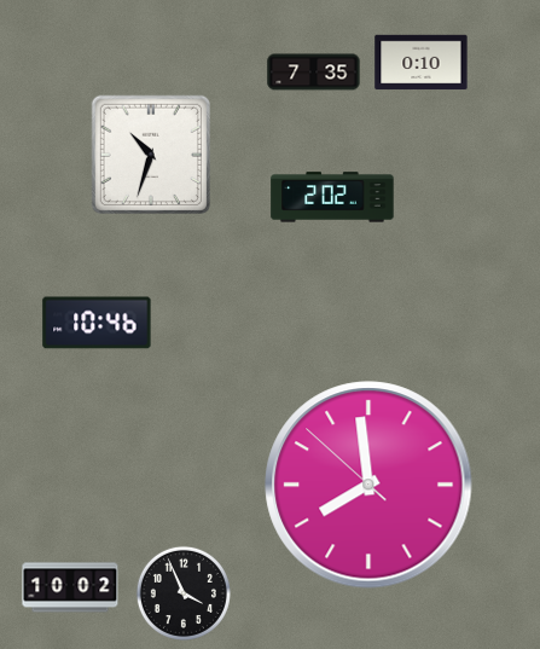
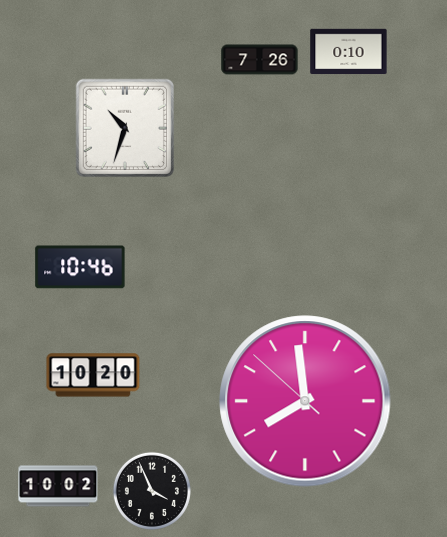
clock at (314, 73): 7:35 -> 7:26
clock at (332, 197): 2:02 -> none
clock at (93, 375): none -> 10:20
